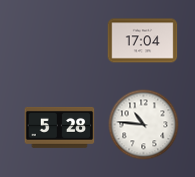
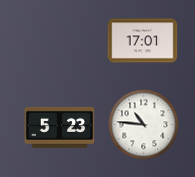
clock at (143, 41): 17:04 -> 17:01
clock at (60, 127): 5:28 -> 5:23
